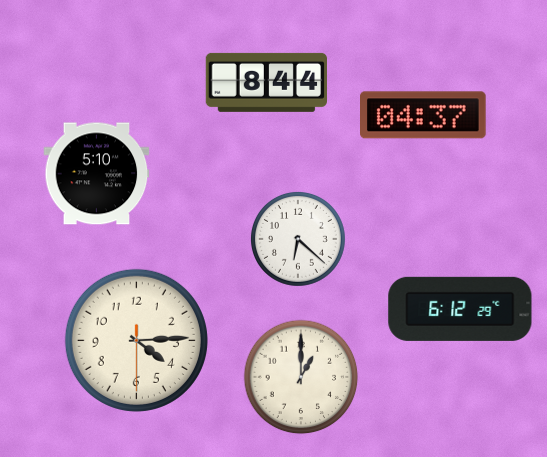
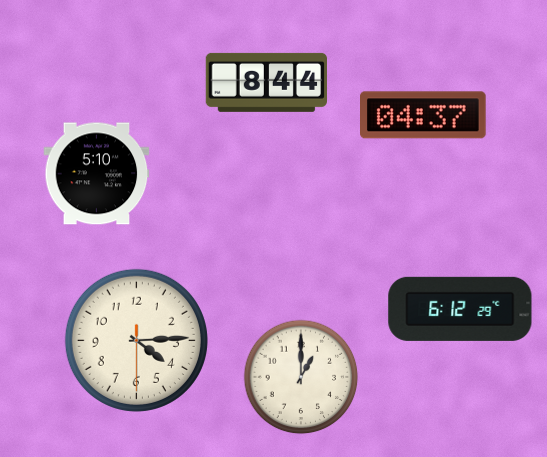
clock at (298, 239): 6:22 -> none
